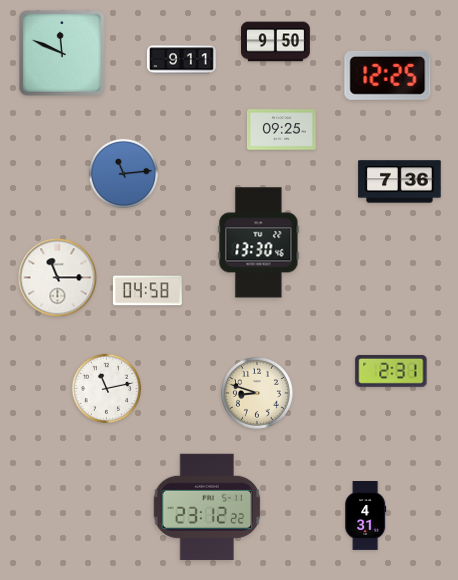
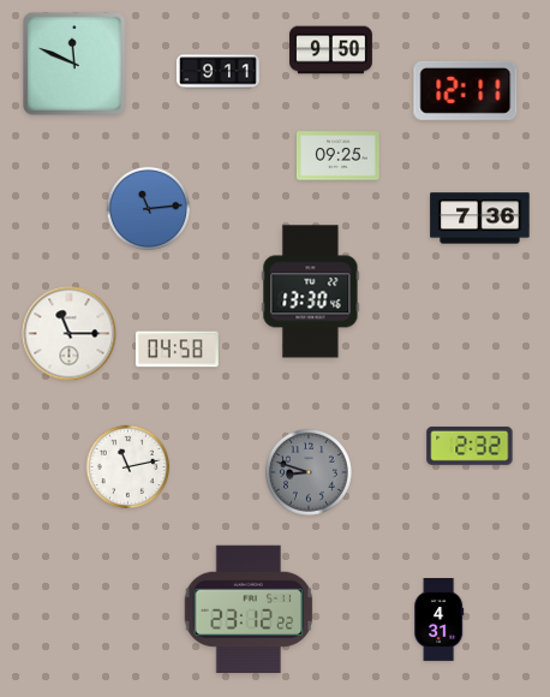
clock at (388, 75): 12:25 -> 12:11
clock at (391, 371): 2:31 -> 2:32
clock at (257, 393) dial: cream -> grey
